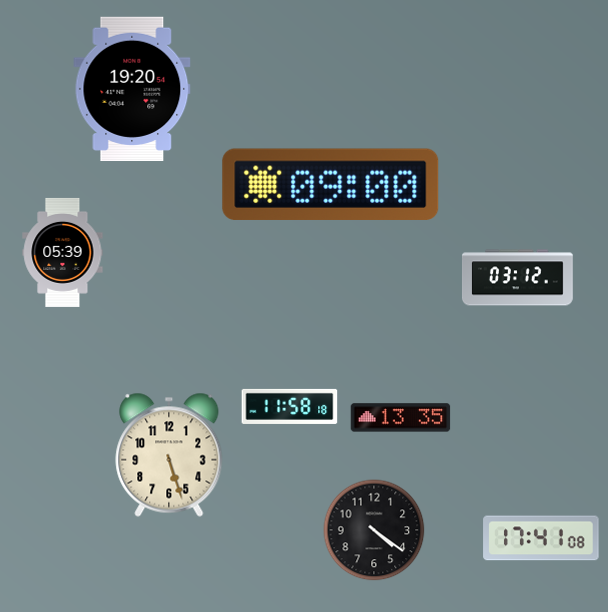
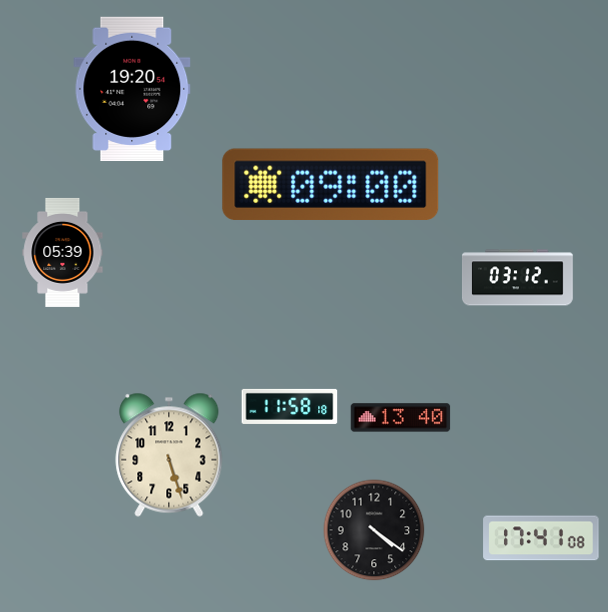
clock at (401, 418): 13:35 -> 13:40
